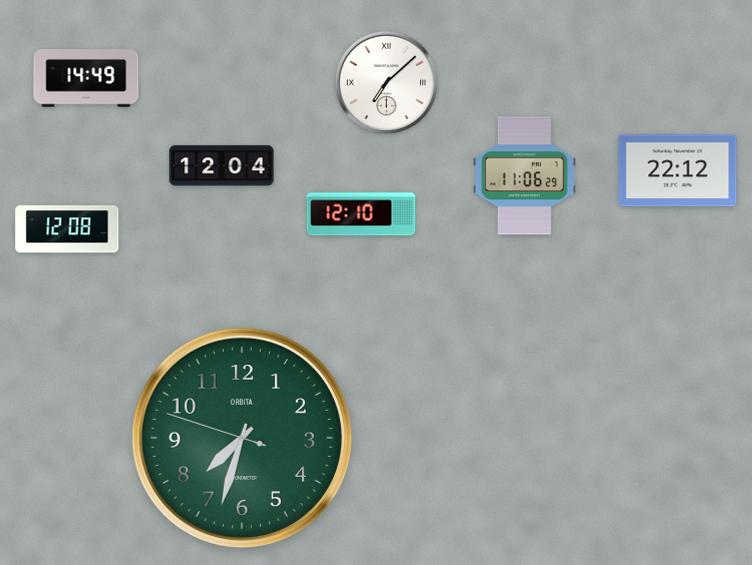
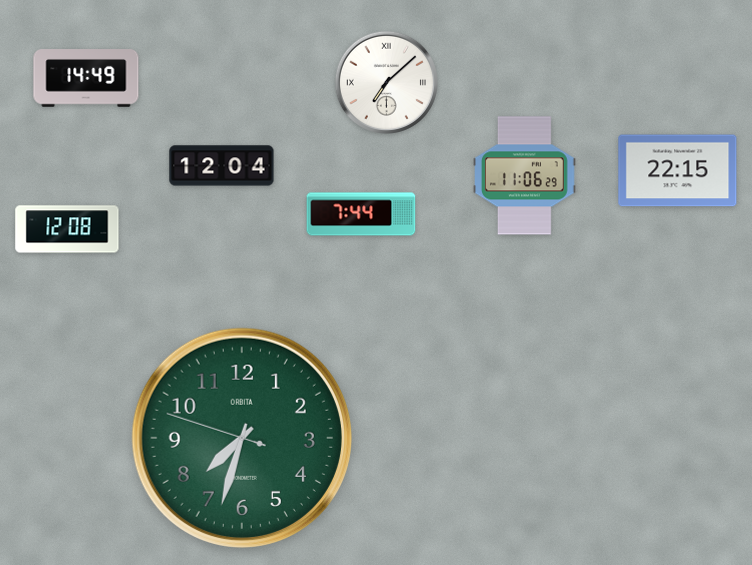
clock at (678, 171): 22:12 -> 22:15
clock at (361, 214): 12:10 -> 7:44
